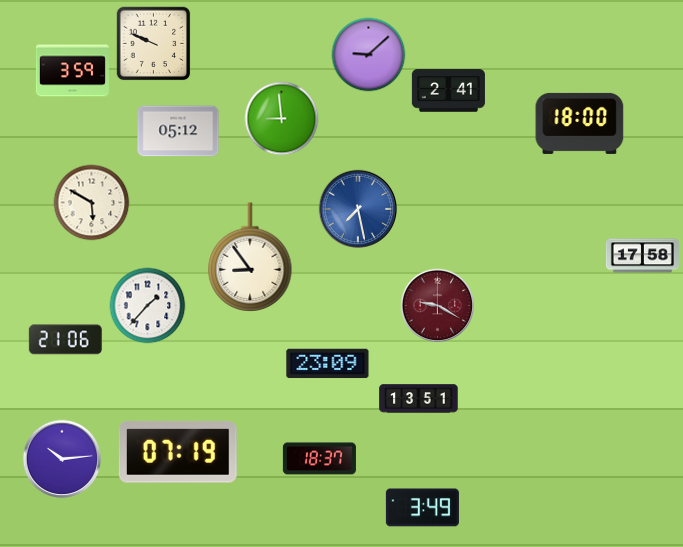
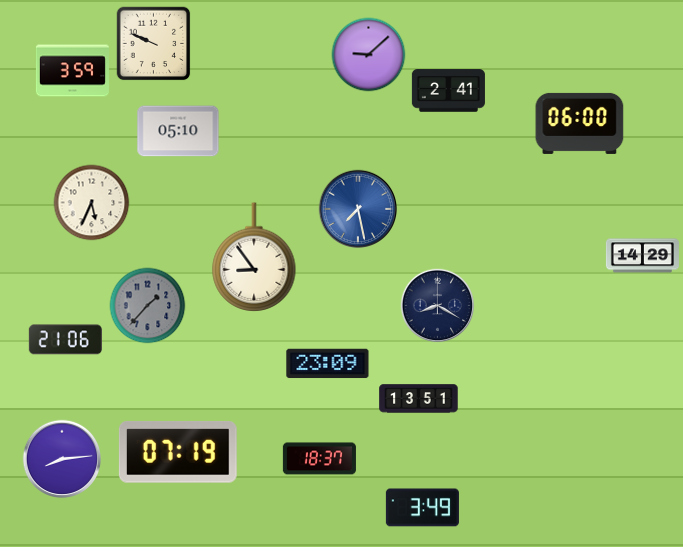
clock at (282, 119): 8:59 -> none
clock at (580, 123): 18:00 -> 06:00
clock at (178, 131): 05:12 -> 05:10
clock at (92, 203): 5:50 -> 5:34
clock at (642, 256): 17:58 -> 14:29
clock at (250, 257) position: (250, 257) -> (254, 257)
clock at (148, 306) dial: white -> grey
clock at (438, 306): 9:20 -> 8:20
clock at (438, 306) dial: burgundy -> navy
clock at (62, 459): 10:14 -> 8:14
